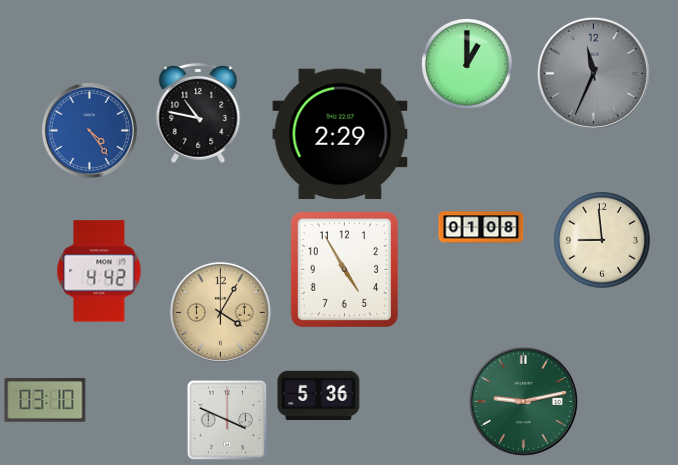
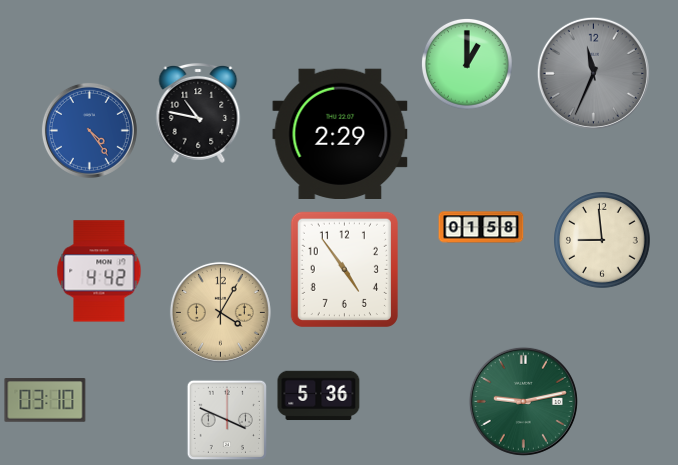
clock at (481, 227): 01:08 -> 01:58
clock at (344, 269): 4:55 -> 4:54
